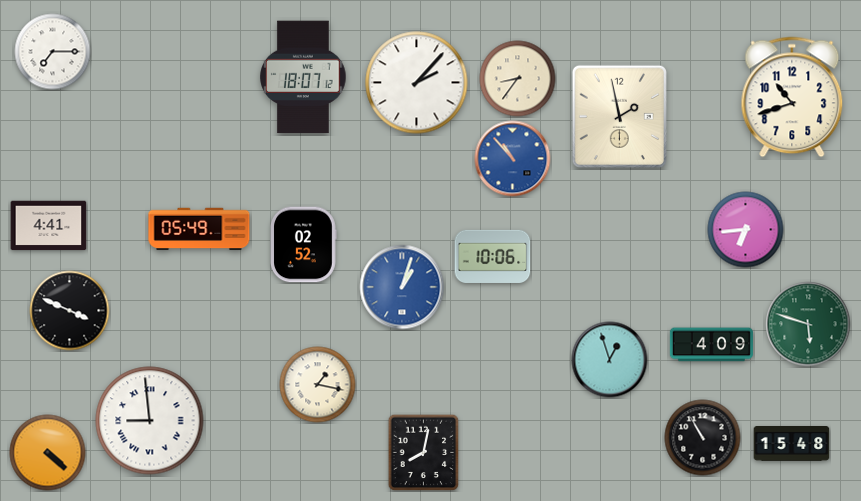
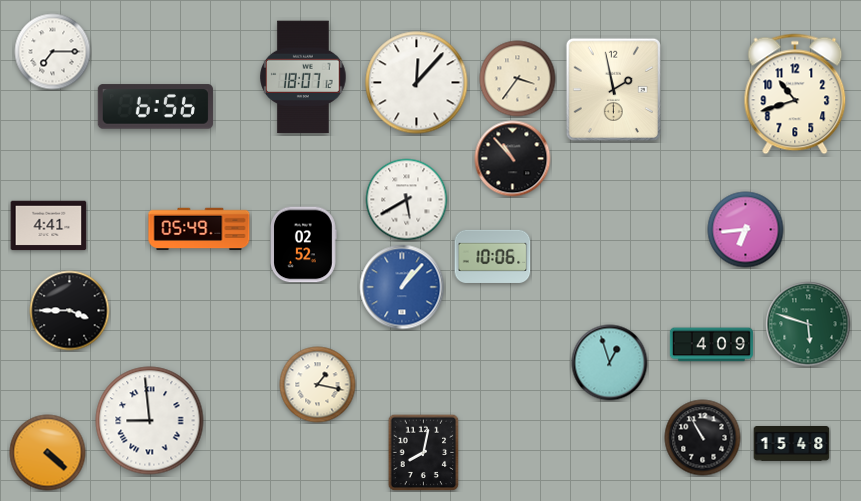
clock at (518, 79): 8:36 -> 3:36
clock at (417, 83): 2:07 -> 12:07
clock at (792, 97) position: (792, 97) -> (795, 94)
clock at (155, 107): none -> 6:56
clock at (619, 116) position: (619, 116) -> (613, 89)
clock at (513, 159) dial: blue -> black
clock at (407, 200): none -> 5:40
clock at (402, 287): 1:03 -> 1:07
clock at (70, 311): 3:49 -> 3:45
clock at (610, 360) position: (610, 360) -> (610, 363)
